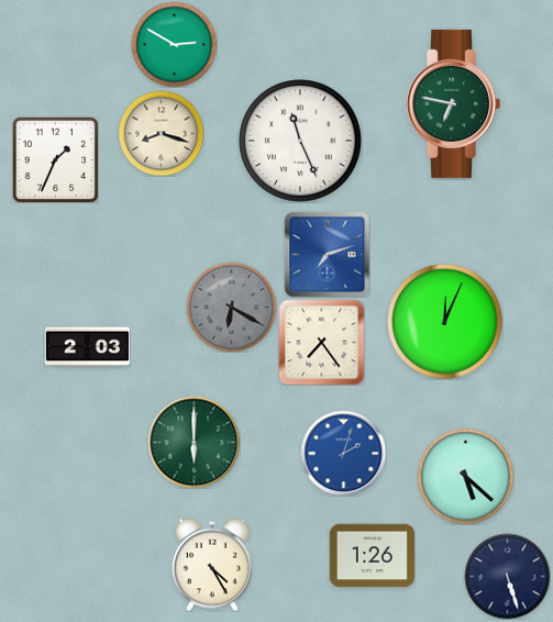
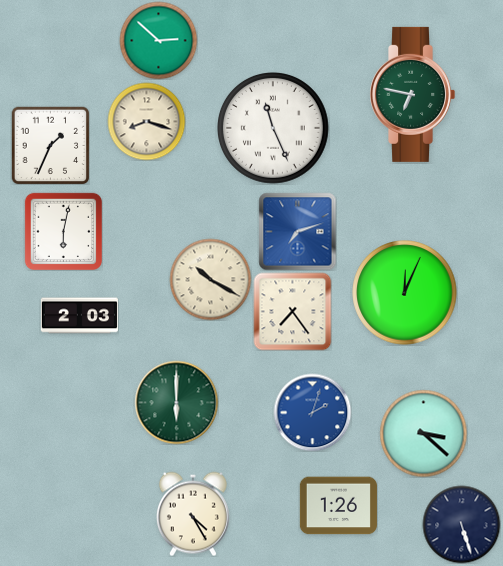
clock at (174, 44): 2:50 -> 2:52
clock at (63, 231): none -> 6:02
clock at (231, 307): 6:20 -> 10:20
clock at (231, 307) dial: grey -> cream
clock at (465, 476): 5:22 -> 3:22
